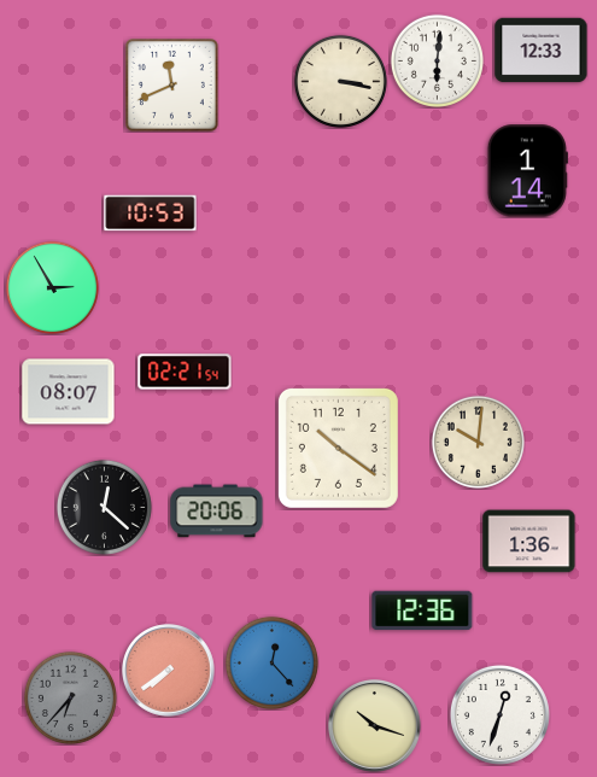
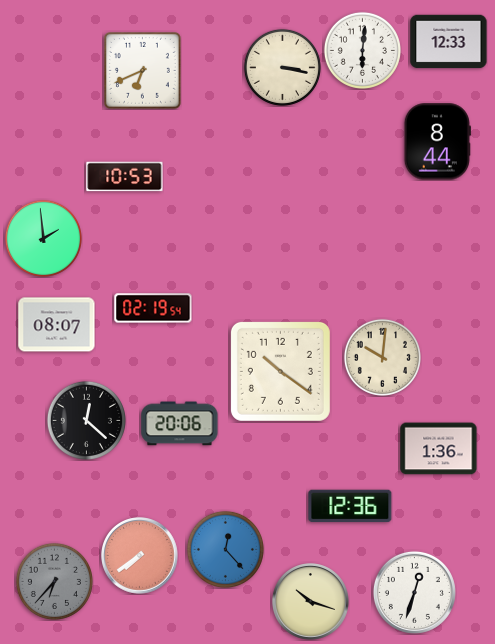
clock at (171, 84): 11:41 -> 6:41
clock at (527, 171): 1:14 -> 8:44
clock at (52, 287): 2:55 -> 1:59
clock at (185, 372): 02:21 -> 02:19
clock at (478, 442) position: (478, 442) -> (382, 357)
clock at (70, 697) position: (70, 697) -> (54, 581)
